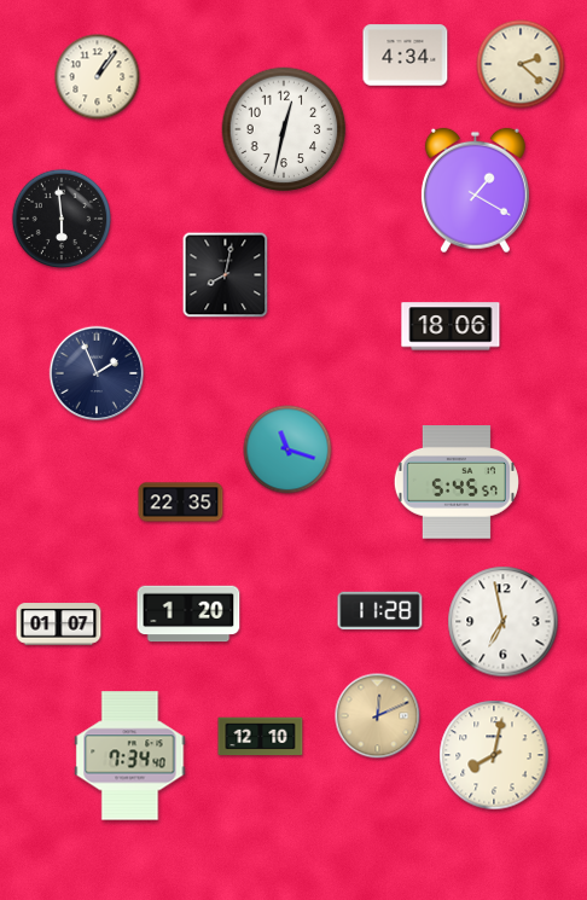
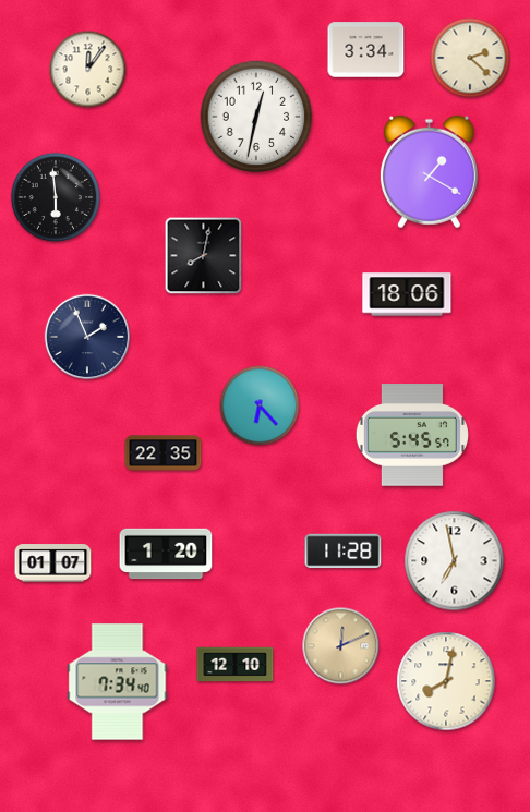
clock at (406, 56): 4:34 -> 3:34
clock at (98, 77): 1:06 -> 12:06
clock at (226, 275) position: (226, 275) -> (204, 256)
clock at (287, 449): 11:18 -> 6:23
clock at (188, 614) position: (188, 614) -> (166, 554)
